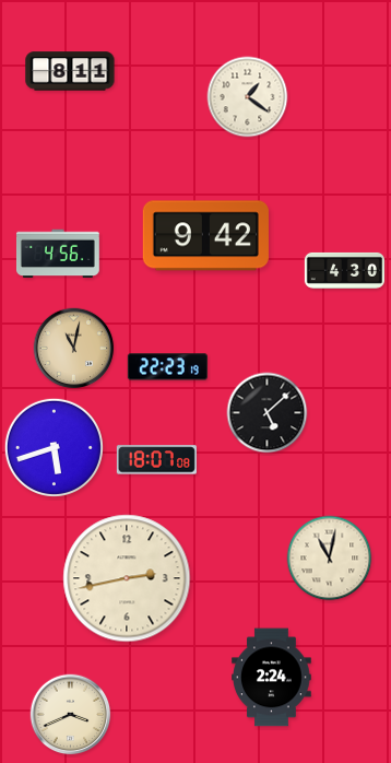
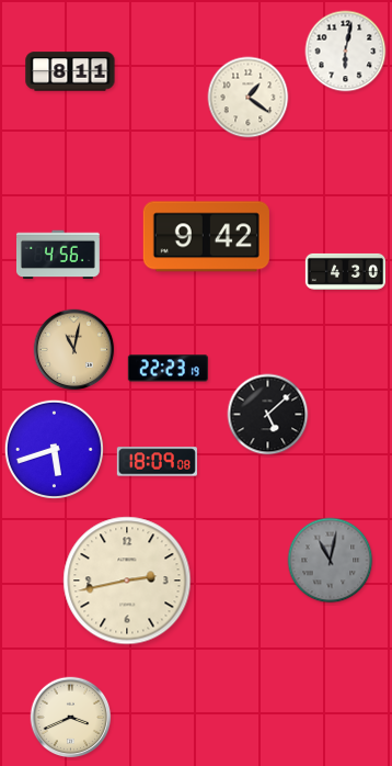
clock at (346, 52): none -> 6:02
clock at (156, 460): 18:07 -> 18:09
clock at (330, 559) dial: cream -> grey
clock at (272, 678): 2:24 -> none
